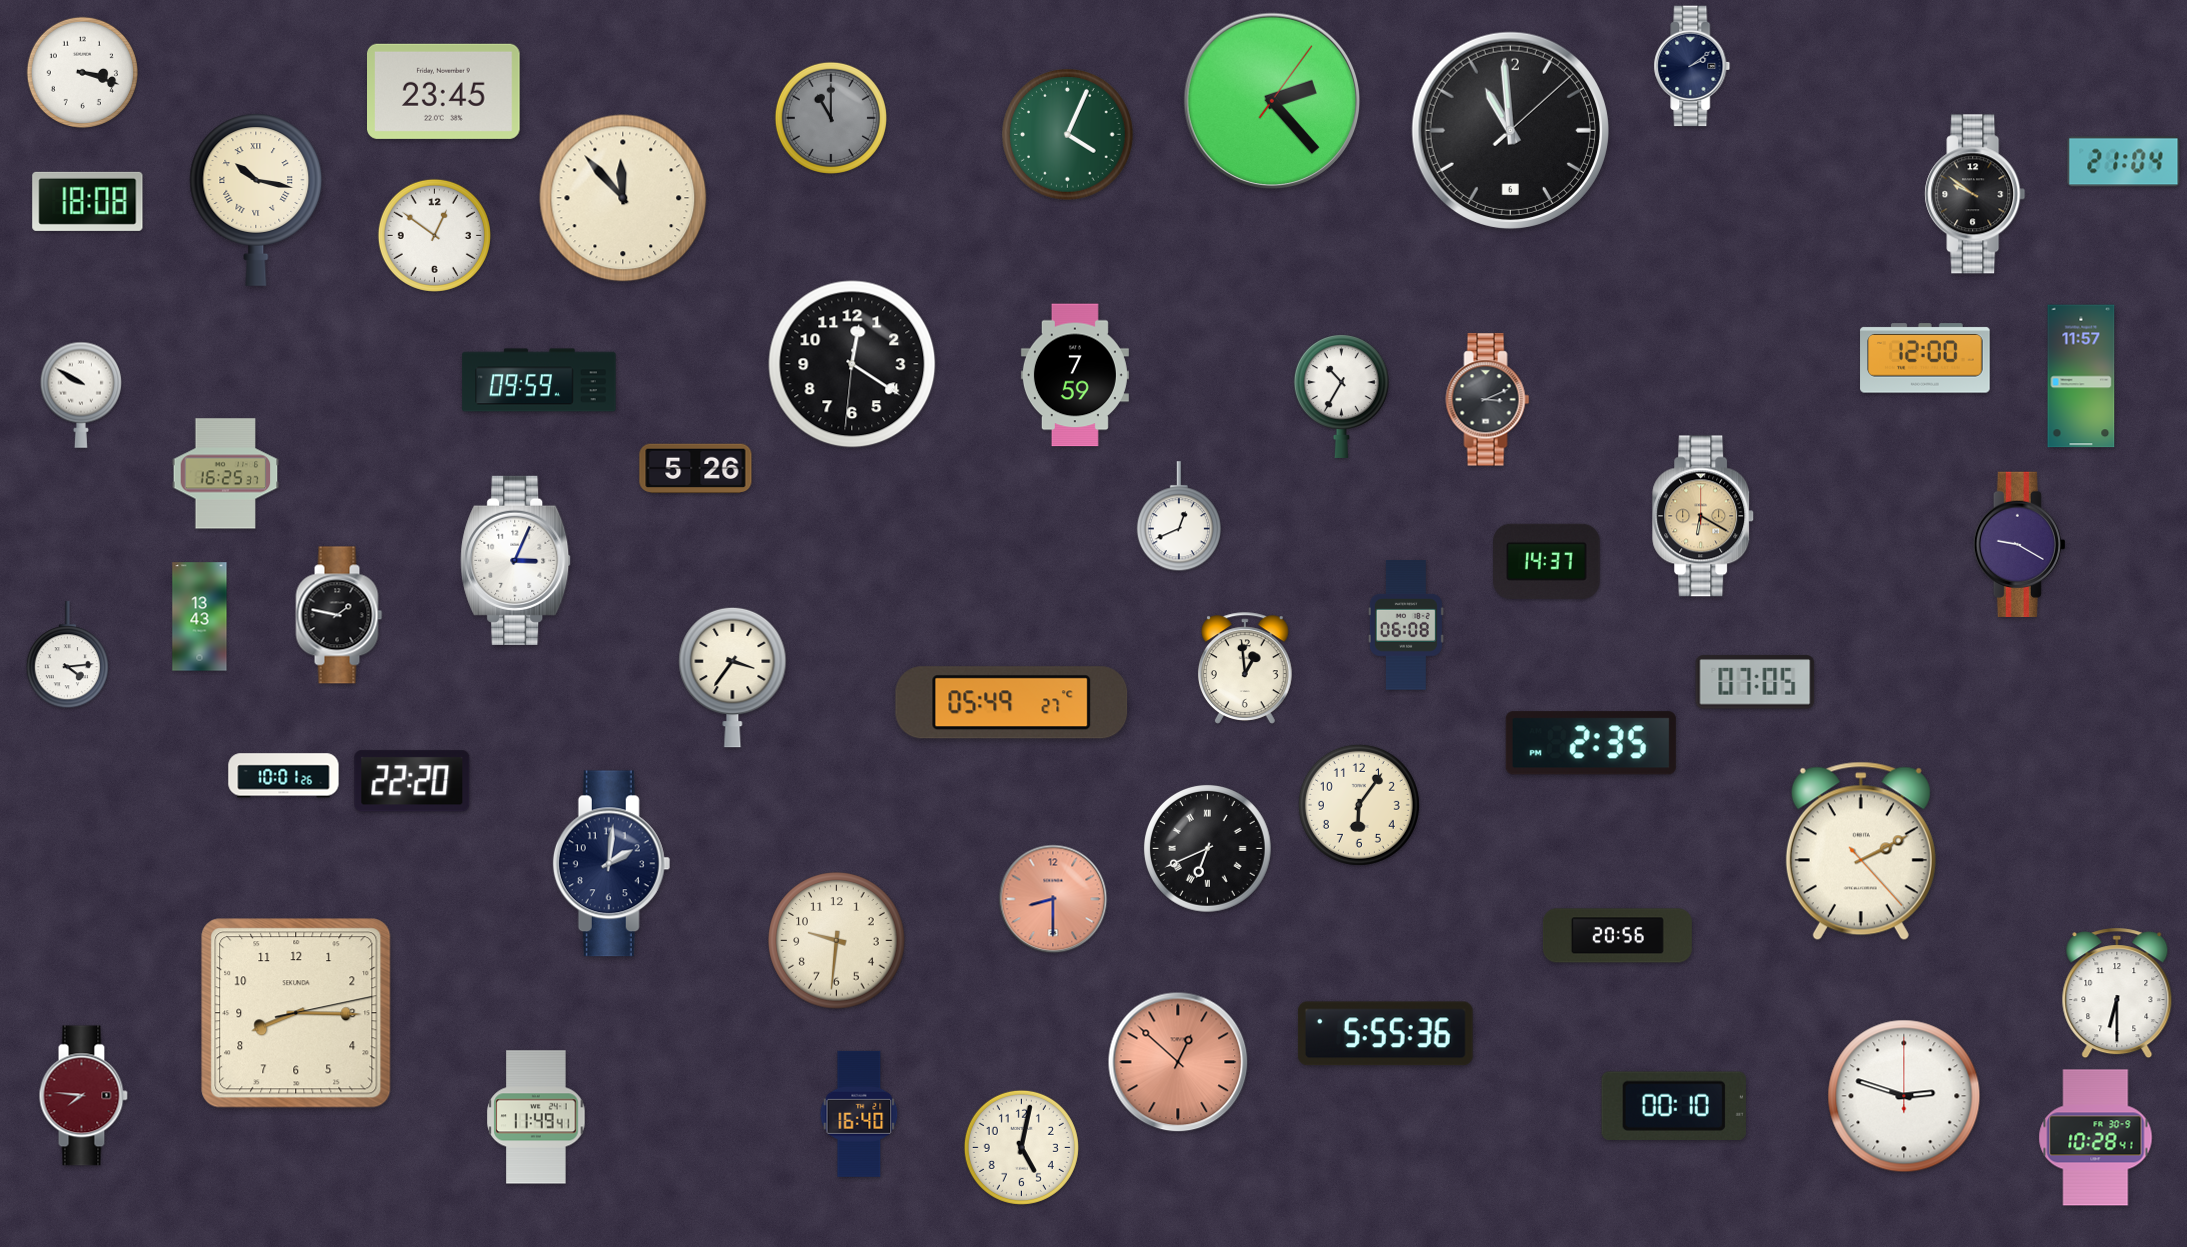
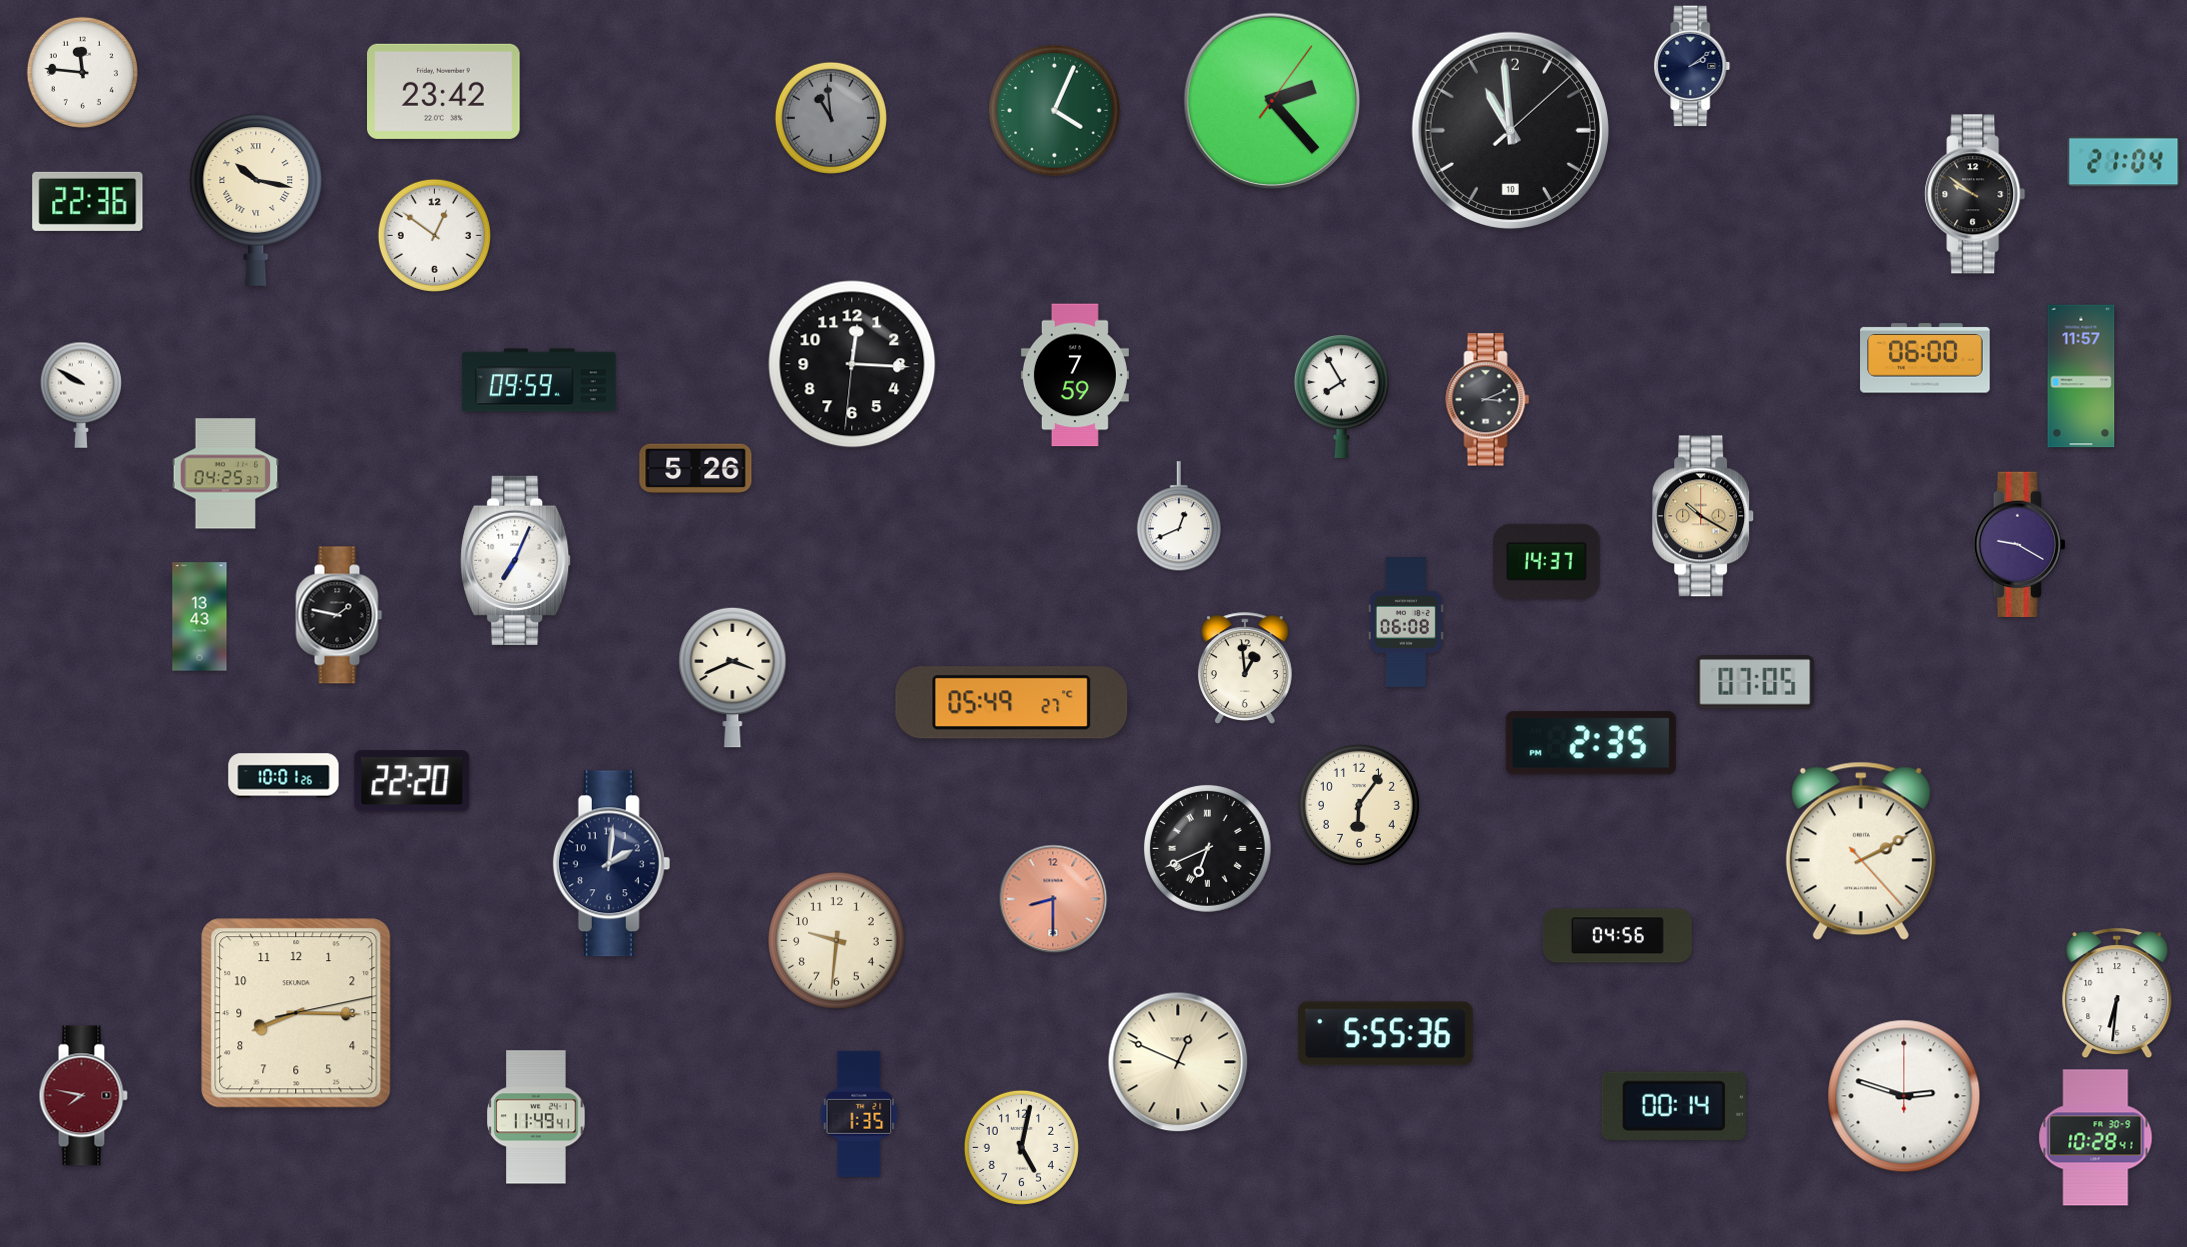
clock at (82, 72): 3:18 -> 11:46
clock at (444, 91): 23:45 -> 23:42
clock at (831, 118): 11:00 -> 10:59
clock at (1510, 130) date: 6 -> 10
clock at (1068, 135) position: (1068, 135) -> (1055, 111)
clock at (623, 198): 11:53 -> none
clock at (88, 201): 18:08 -> 22:36
clock at (1925, 358): 12:00 -> 06:00
clock at (852, 364): 12:20 -> 12:15
clock at (1341, 396): 10:35 -> 7:55
clock at (226, 474): 16:25 -> 04:25
clock at (1704, 516): 6:20 -> 10:20
clock at (516, 560): 3:04 -> 7:04
clock at (1406, 625) position: (1406, 625) -> (1406, 622)
clock at (67, 655): 4:14 -> none
clock at (733, 677): 3:36 -> 3:41
clock at (1617, 936): 20:56 -> 04:56
clock at (2117, 993): 6:30 -> 6:31
clock at (1178, 1062): 12:52 -> 12:49
clock at (1178, 1062) dial: salmon -> cream
clock at (83, 1096): 7:46 -> 7:47
clock at (1674, 1105): 00:10 -> 00:14
clock at (859, 1114): 16:40 -> 1:35
